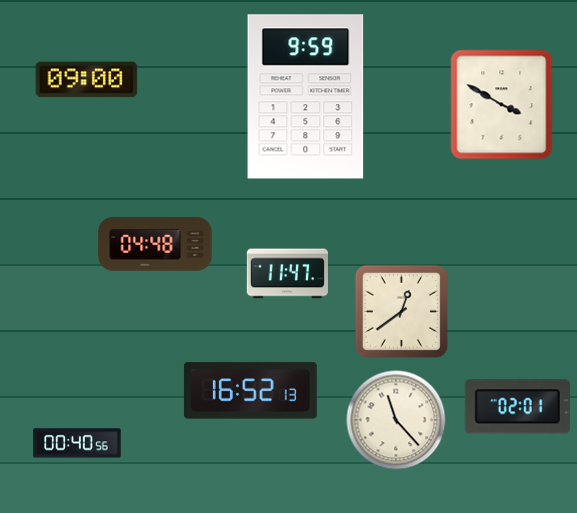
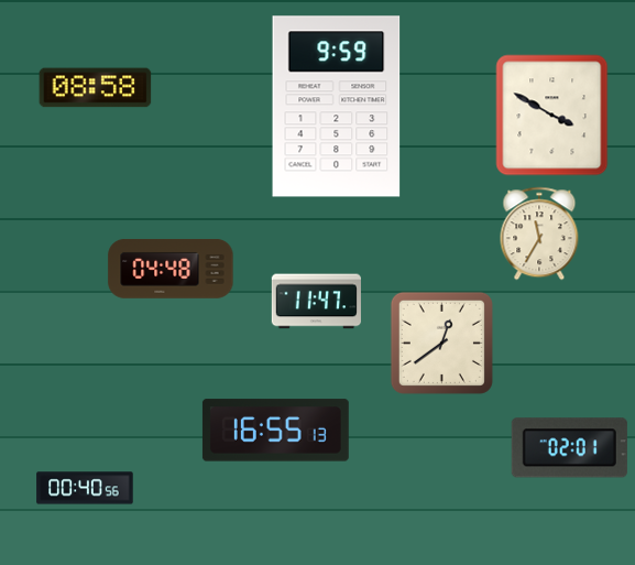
clock at (87, 80): 09:00 -> 08:58
clock at (539, 233): none -> 11:35
clock at (250, 391): 16:52 -> 16:55
clock at (396, 420): 11:23 -> none
